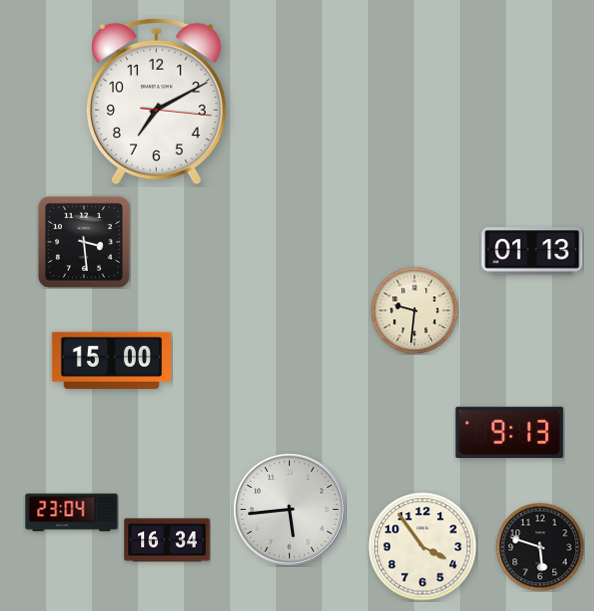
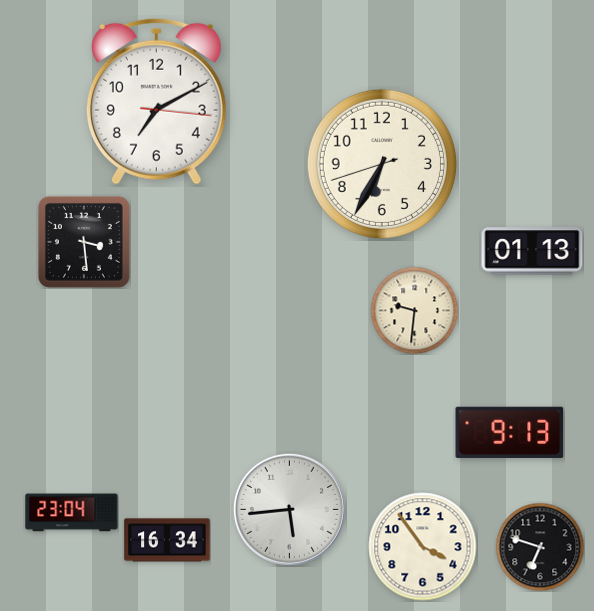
clock at (382, 164): none -> 6:34
clock at (111, 360): 15:00 -> none
clock at (540, 547): 5:48 -> 6:48
